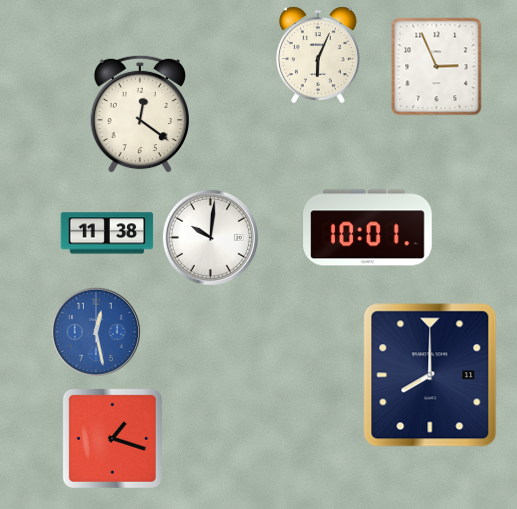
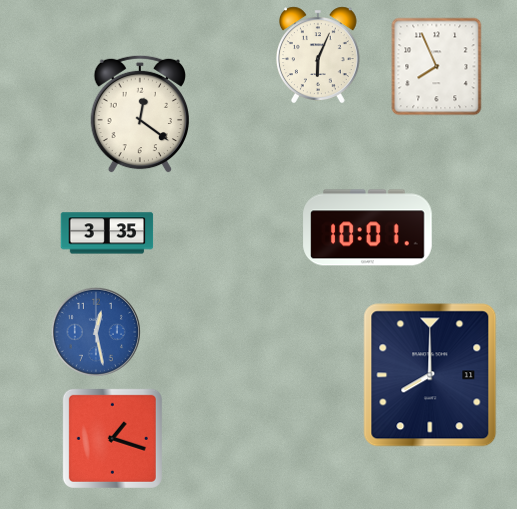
clock at (437, 67): 2:56 -> 7:56
clock at (107, 233): 11:38 -> 3:35
clock at (210, 237): 10:01 -> none
